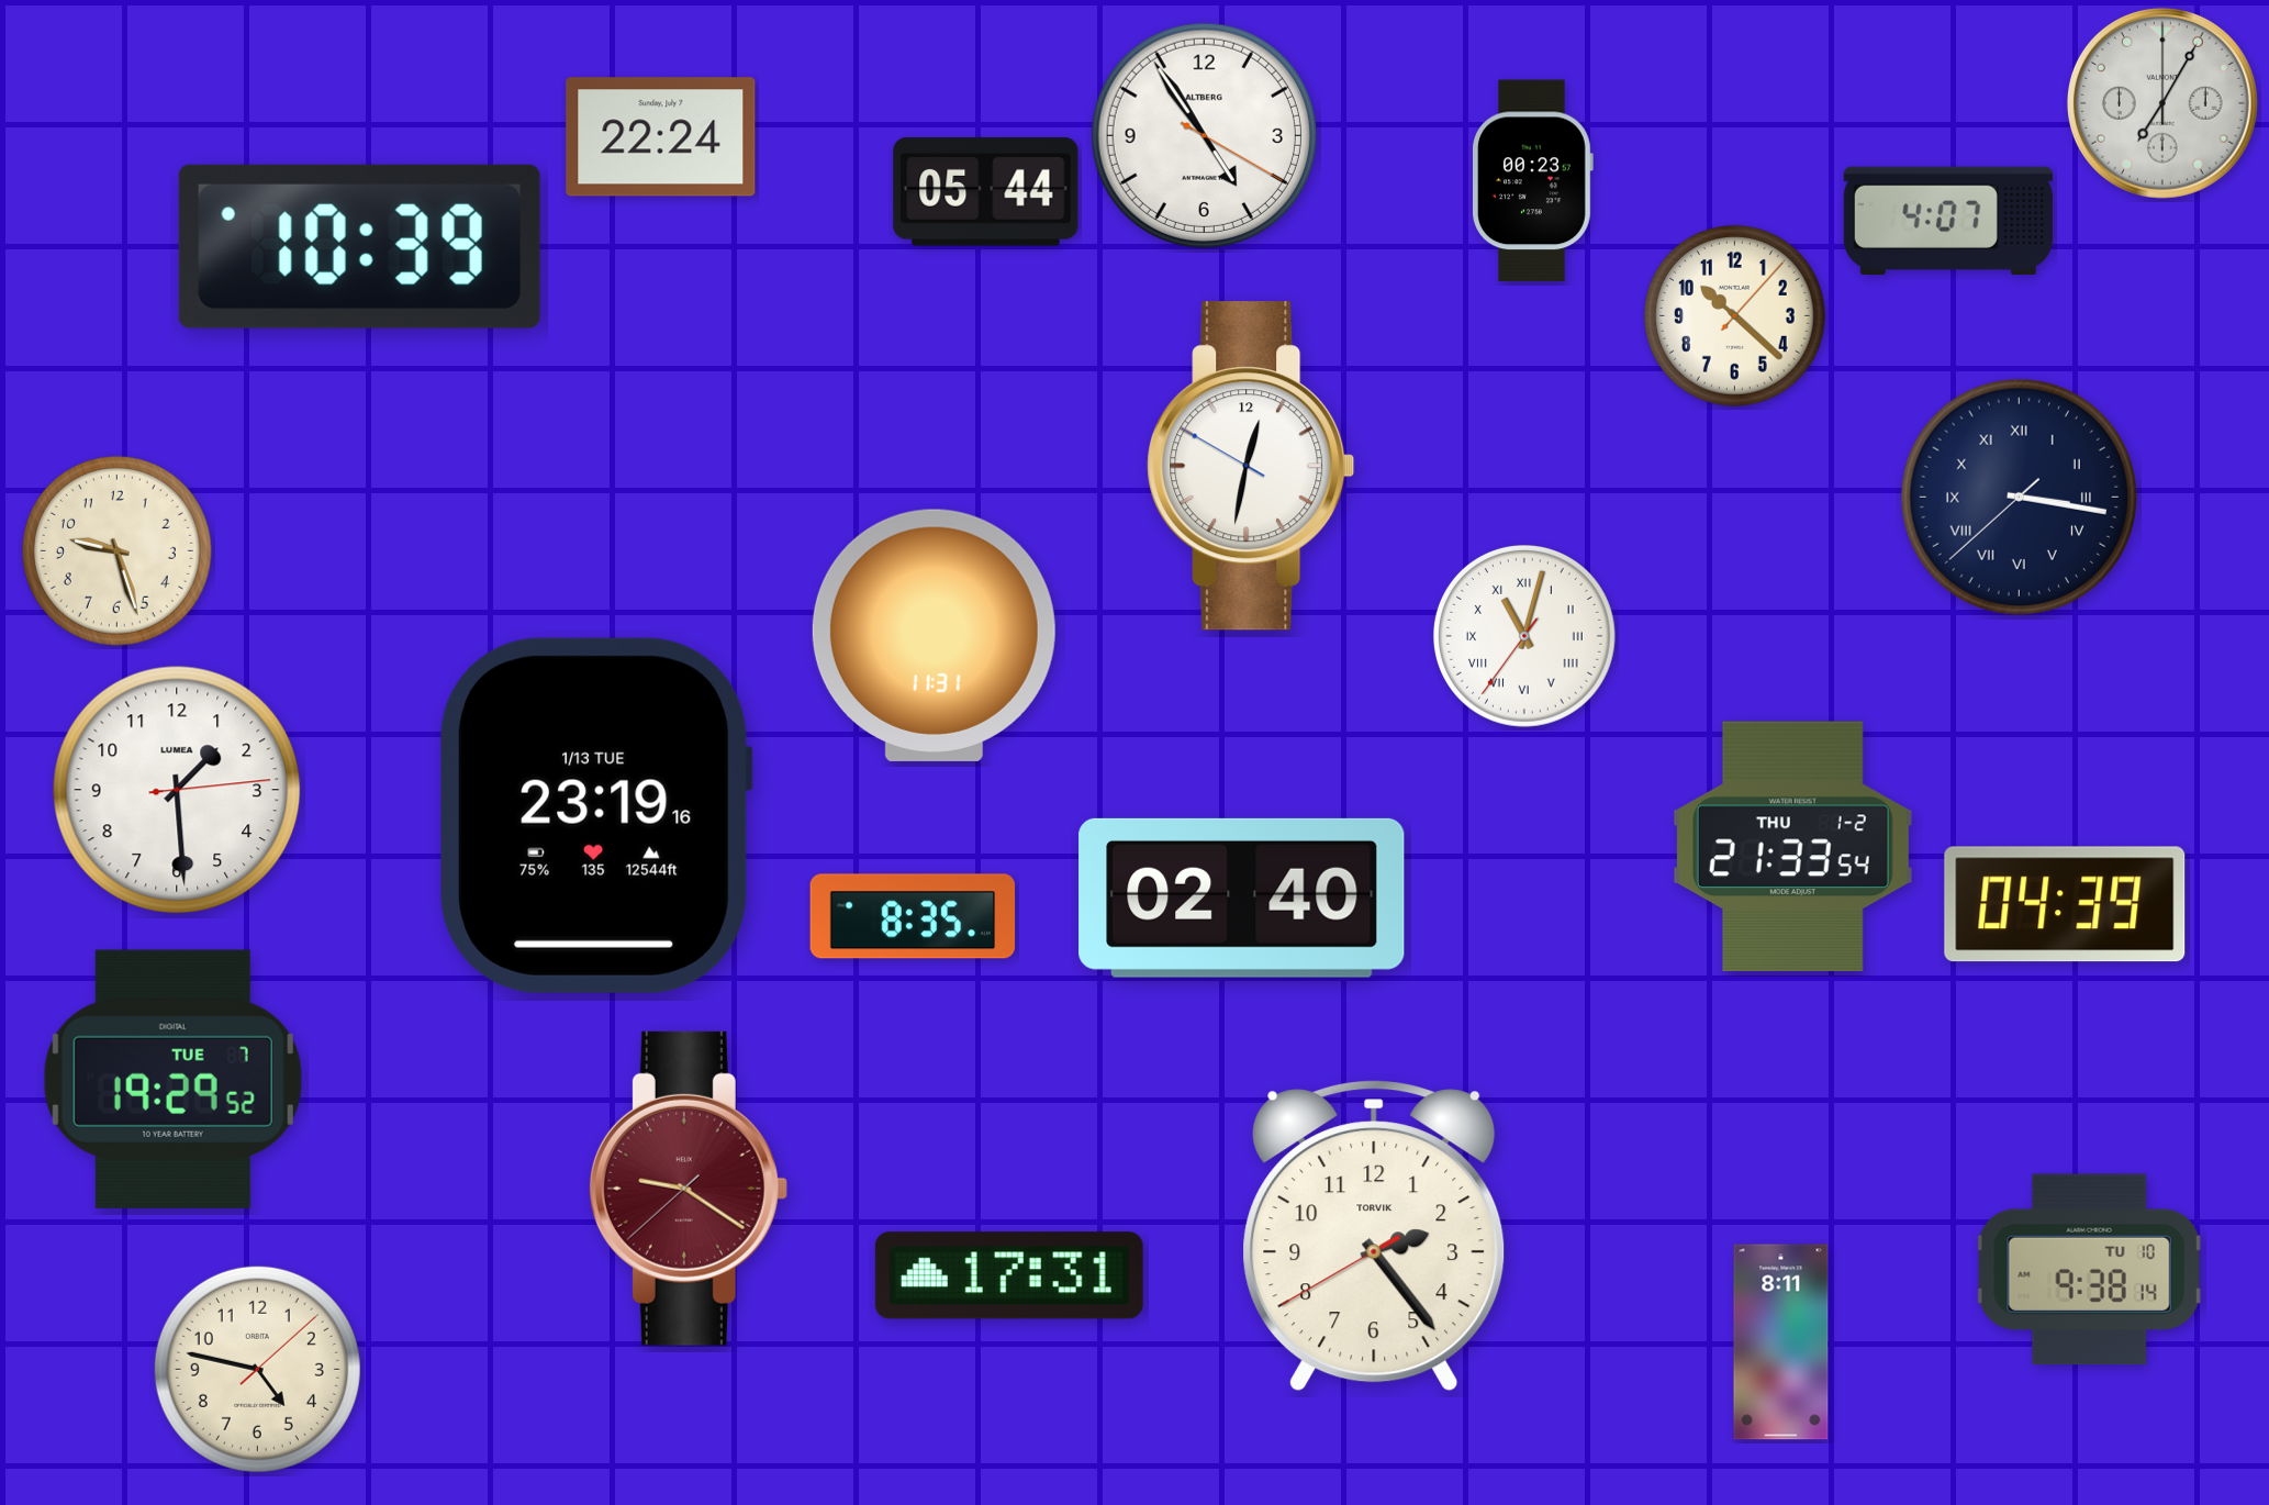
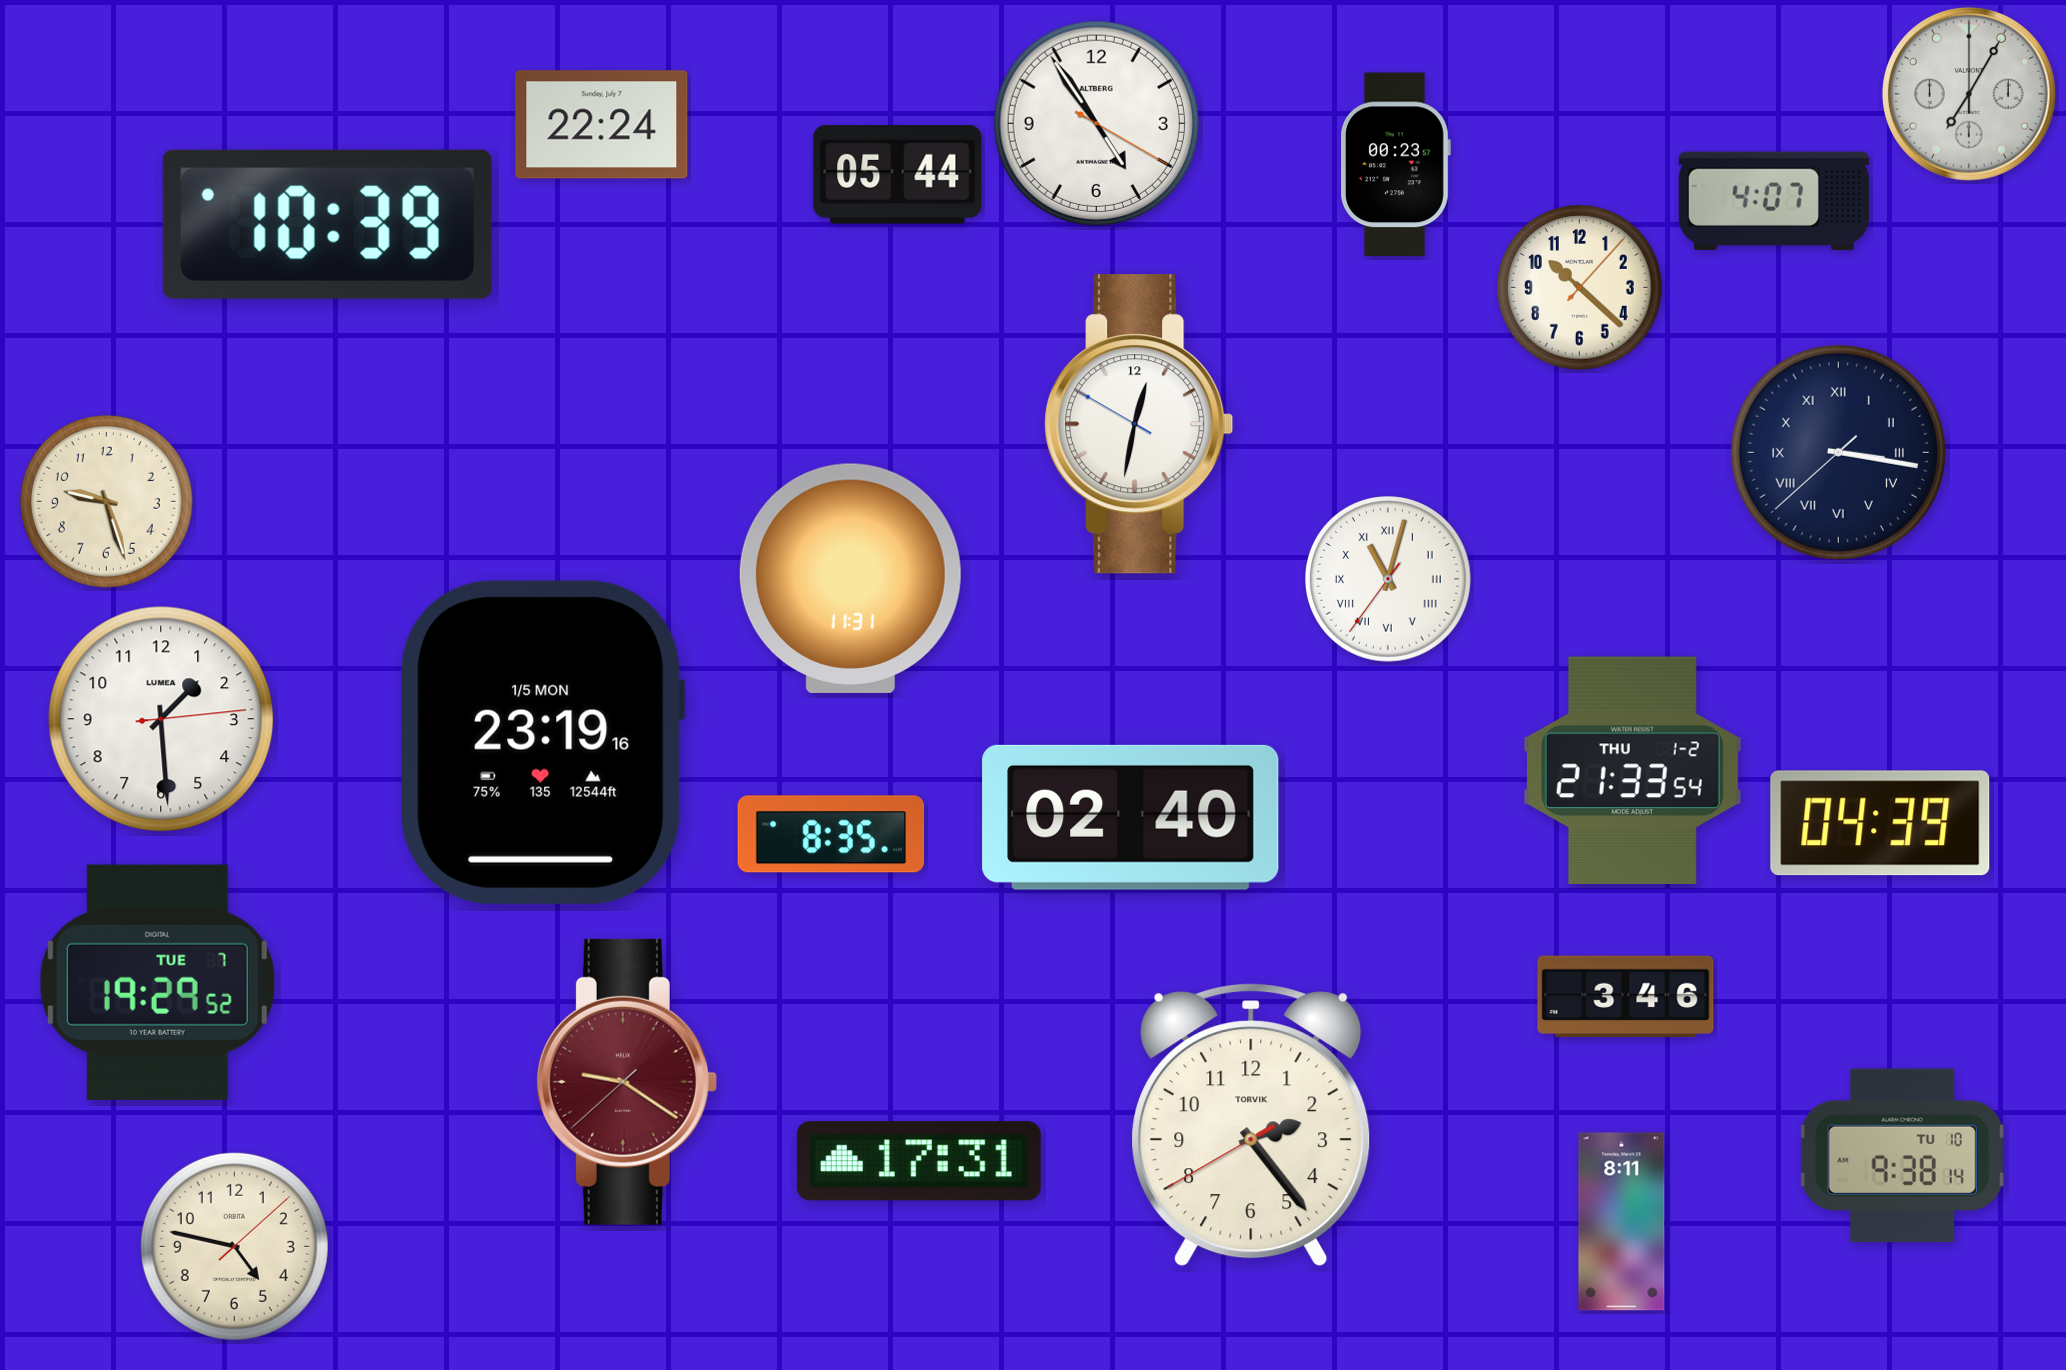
clock at (595, 815) date: 1/13 TUE -> 1/5 MON
clock at (1626, 997): none -> 3:46
